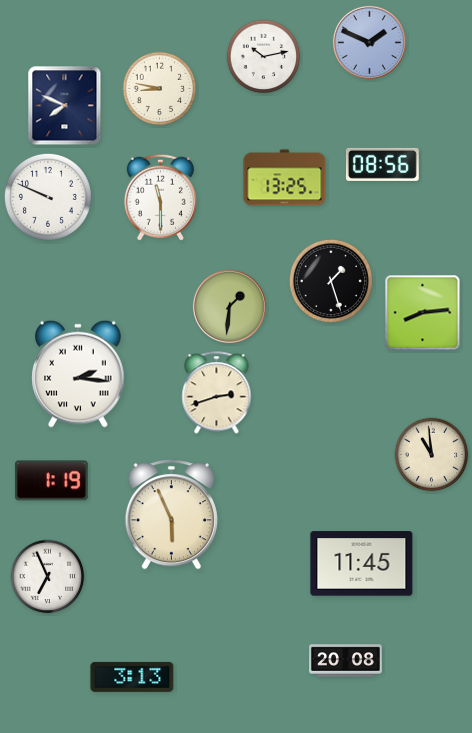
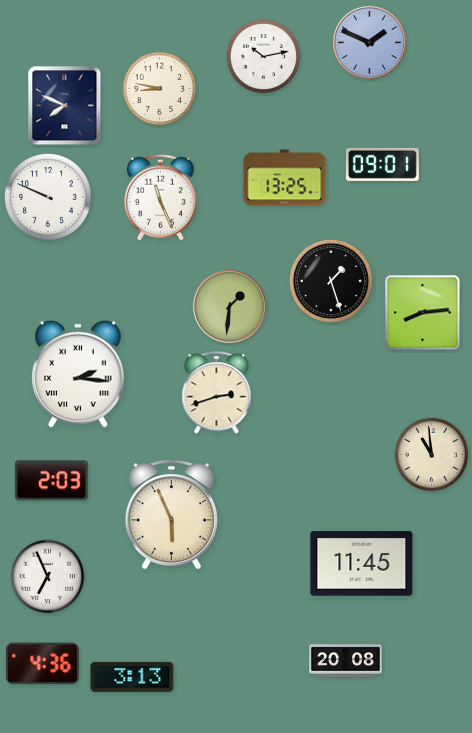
clock at (382, 164): 08:56 -> 09:01
clock at (160, 197): 11:30 -> 11:26
clock at (51, 481): 1:19 -> 2:03
clock at (42, 664): none -> 4:36
